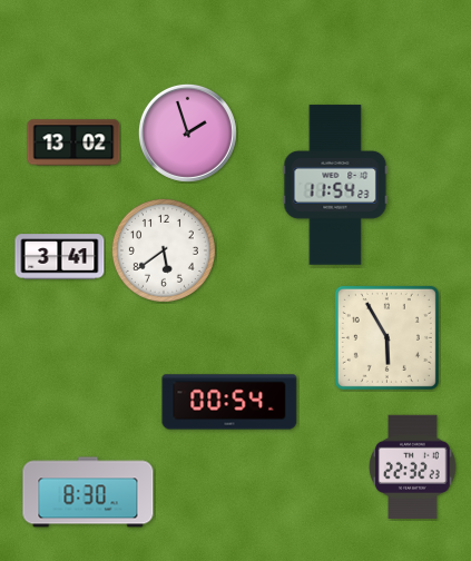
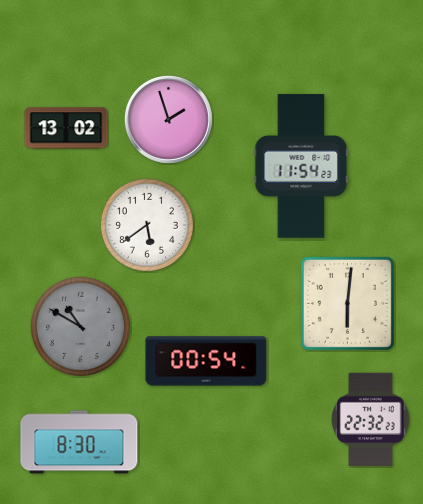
clock at (60, 257): 3:41 -> none
clock at (386, 337): 5:55 -> 6:01
clock at (80, 326): none -> 10:50
